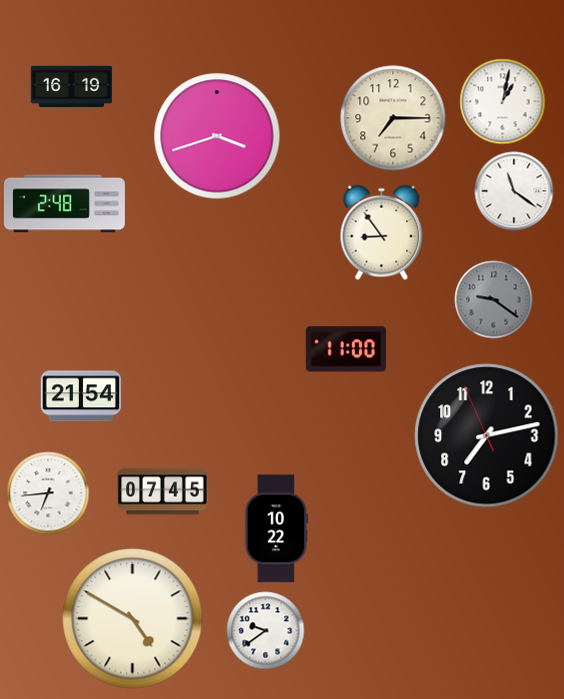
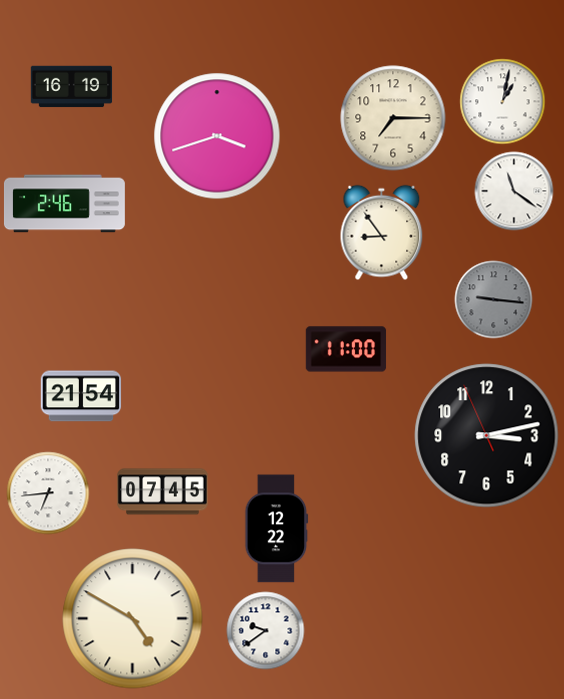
clock at (64, 204): 2:48 -> 2:46
clock at (494, 300): 9:21 -> 9:16
clock at (487, 436): 7:12 -> 3:12
clock at (277, 529): 10:22 -> 12:22
